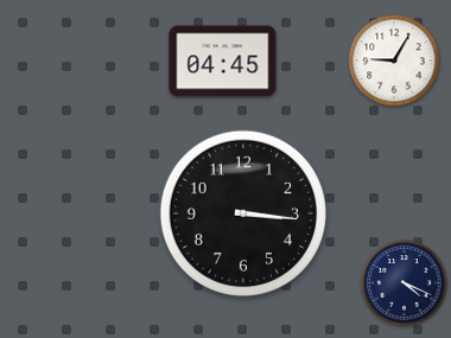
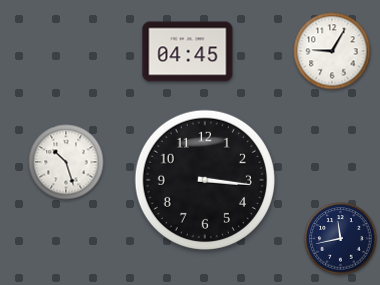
clock at (66, 162): none -> 10:27
clock at (405, 283): 4:19 -> 11:43
